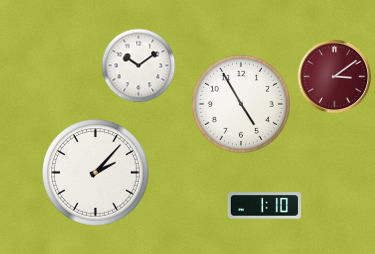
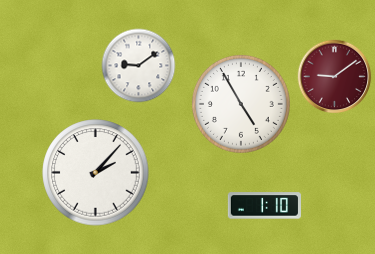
clock at (139, 66): 10:09 -> 9:09
clock at (335, 77): 3:09 -> 9:09
